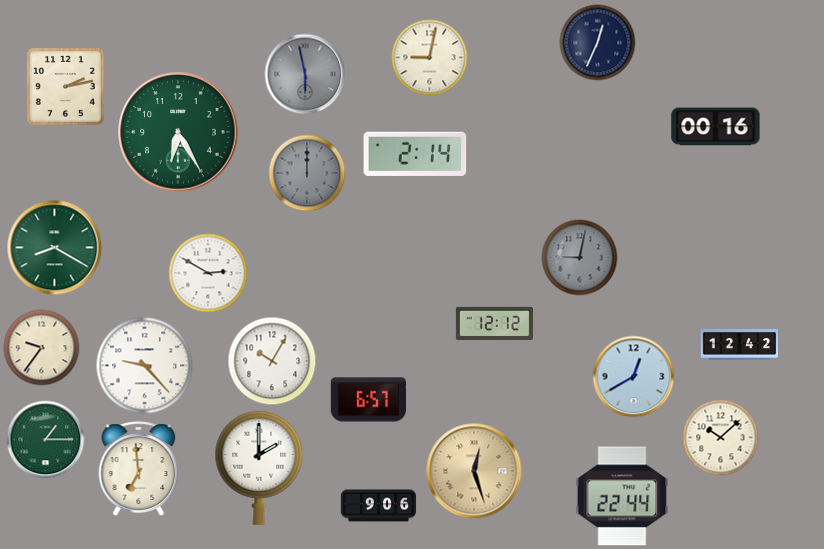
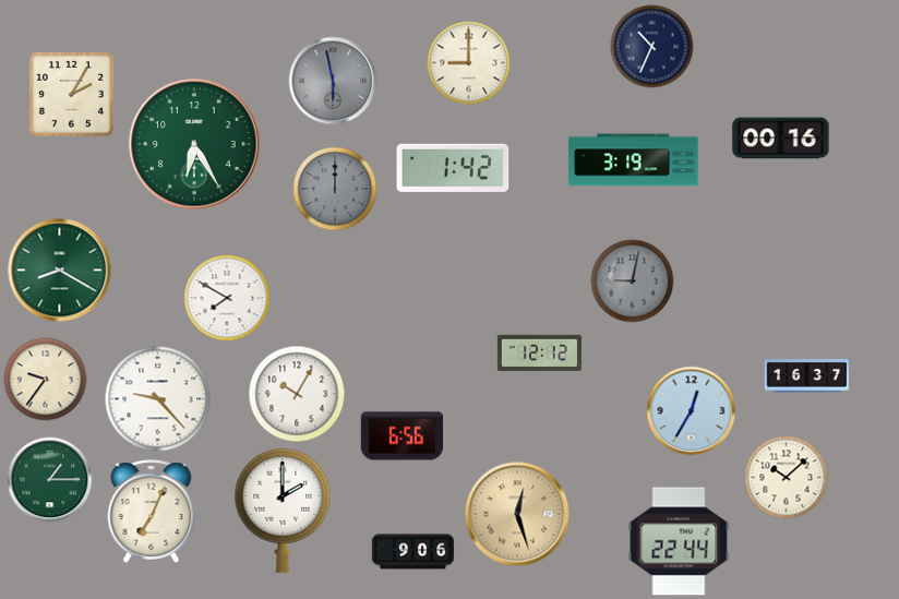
clock at (598, 43): 12:34 -> 10:34
clock at (430, 58): 9:02 -> 9:00
clock at (65, 86): 2:13 -> 2:05
clock at (634, 160): none -> 3:19
clock at (415, 154): 2:14 -> 1:42
clock at (208, 273): 2:50 -> 7:50
clock at (739, 345): 12:42 -> 16:37
clock at (634, 377): 12:40 -> 12:35
clock at (368, 400): 6:57 -> 6:56
clock at (139, 469): 6:59 -> 7:04
